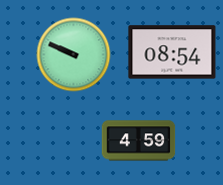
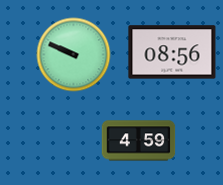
clock at (172, 52): 08:54 -> 08:56
